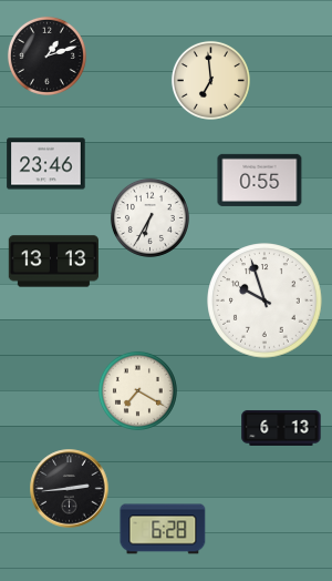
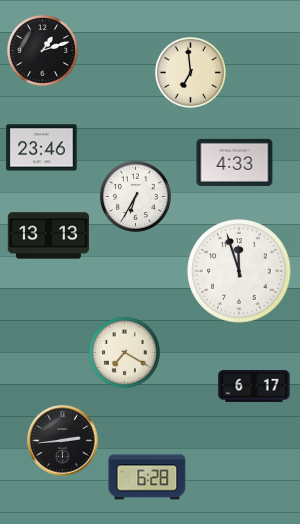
clock at (260, 180): 0:55 -> 4:33
clock at (264, 300): 9:57 -> 11:57
clock at (281, 428): 6:13 -> 6:17
